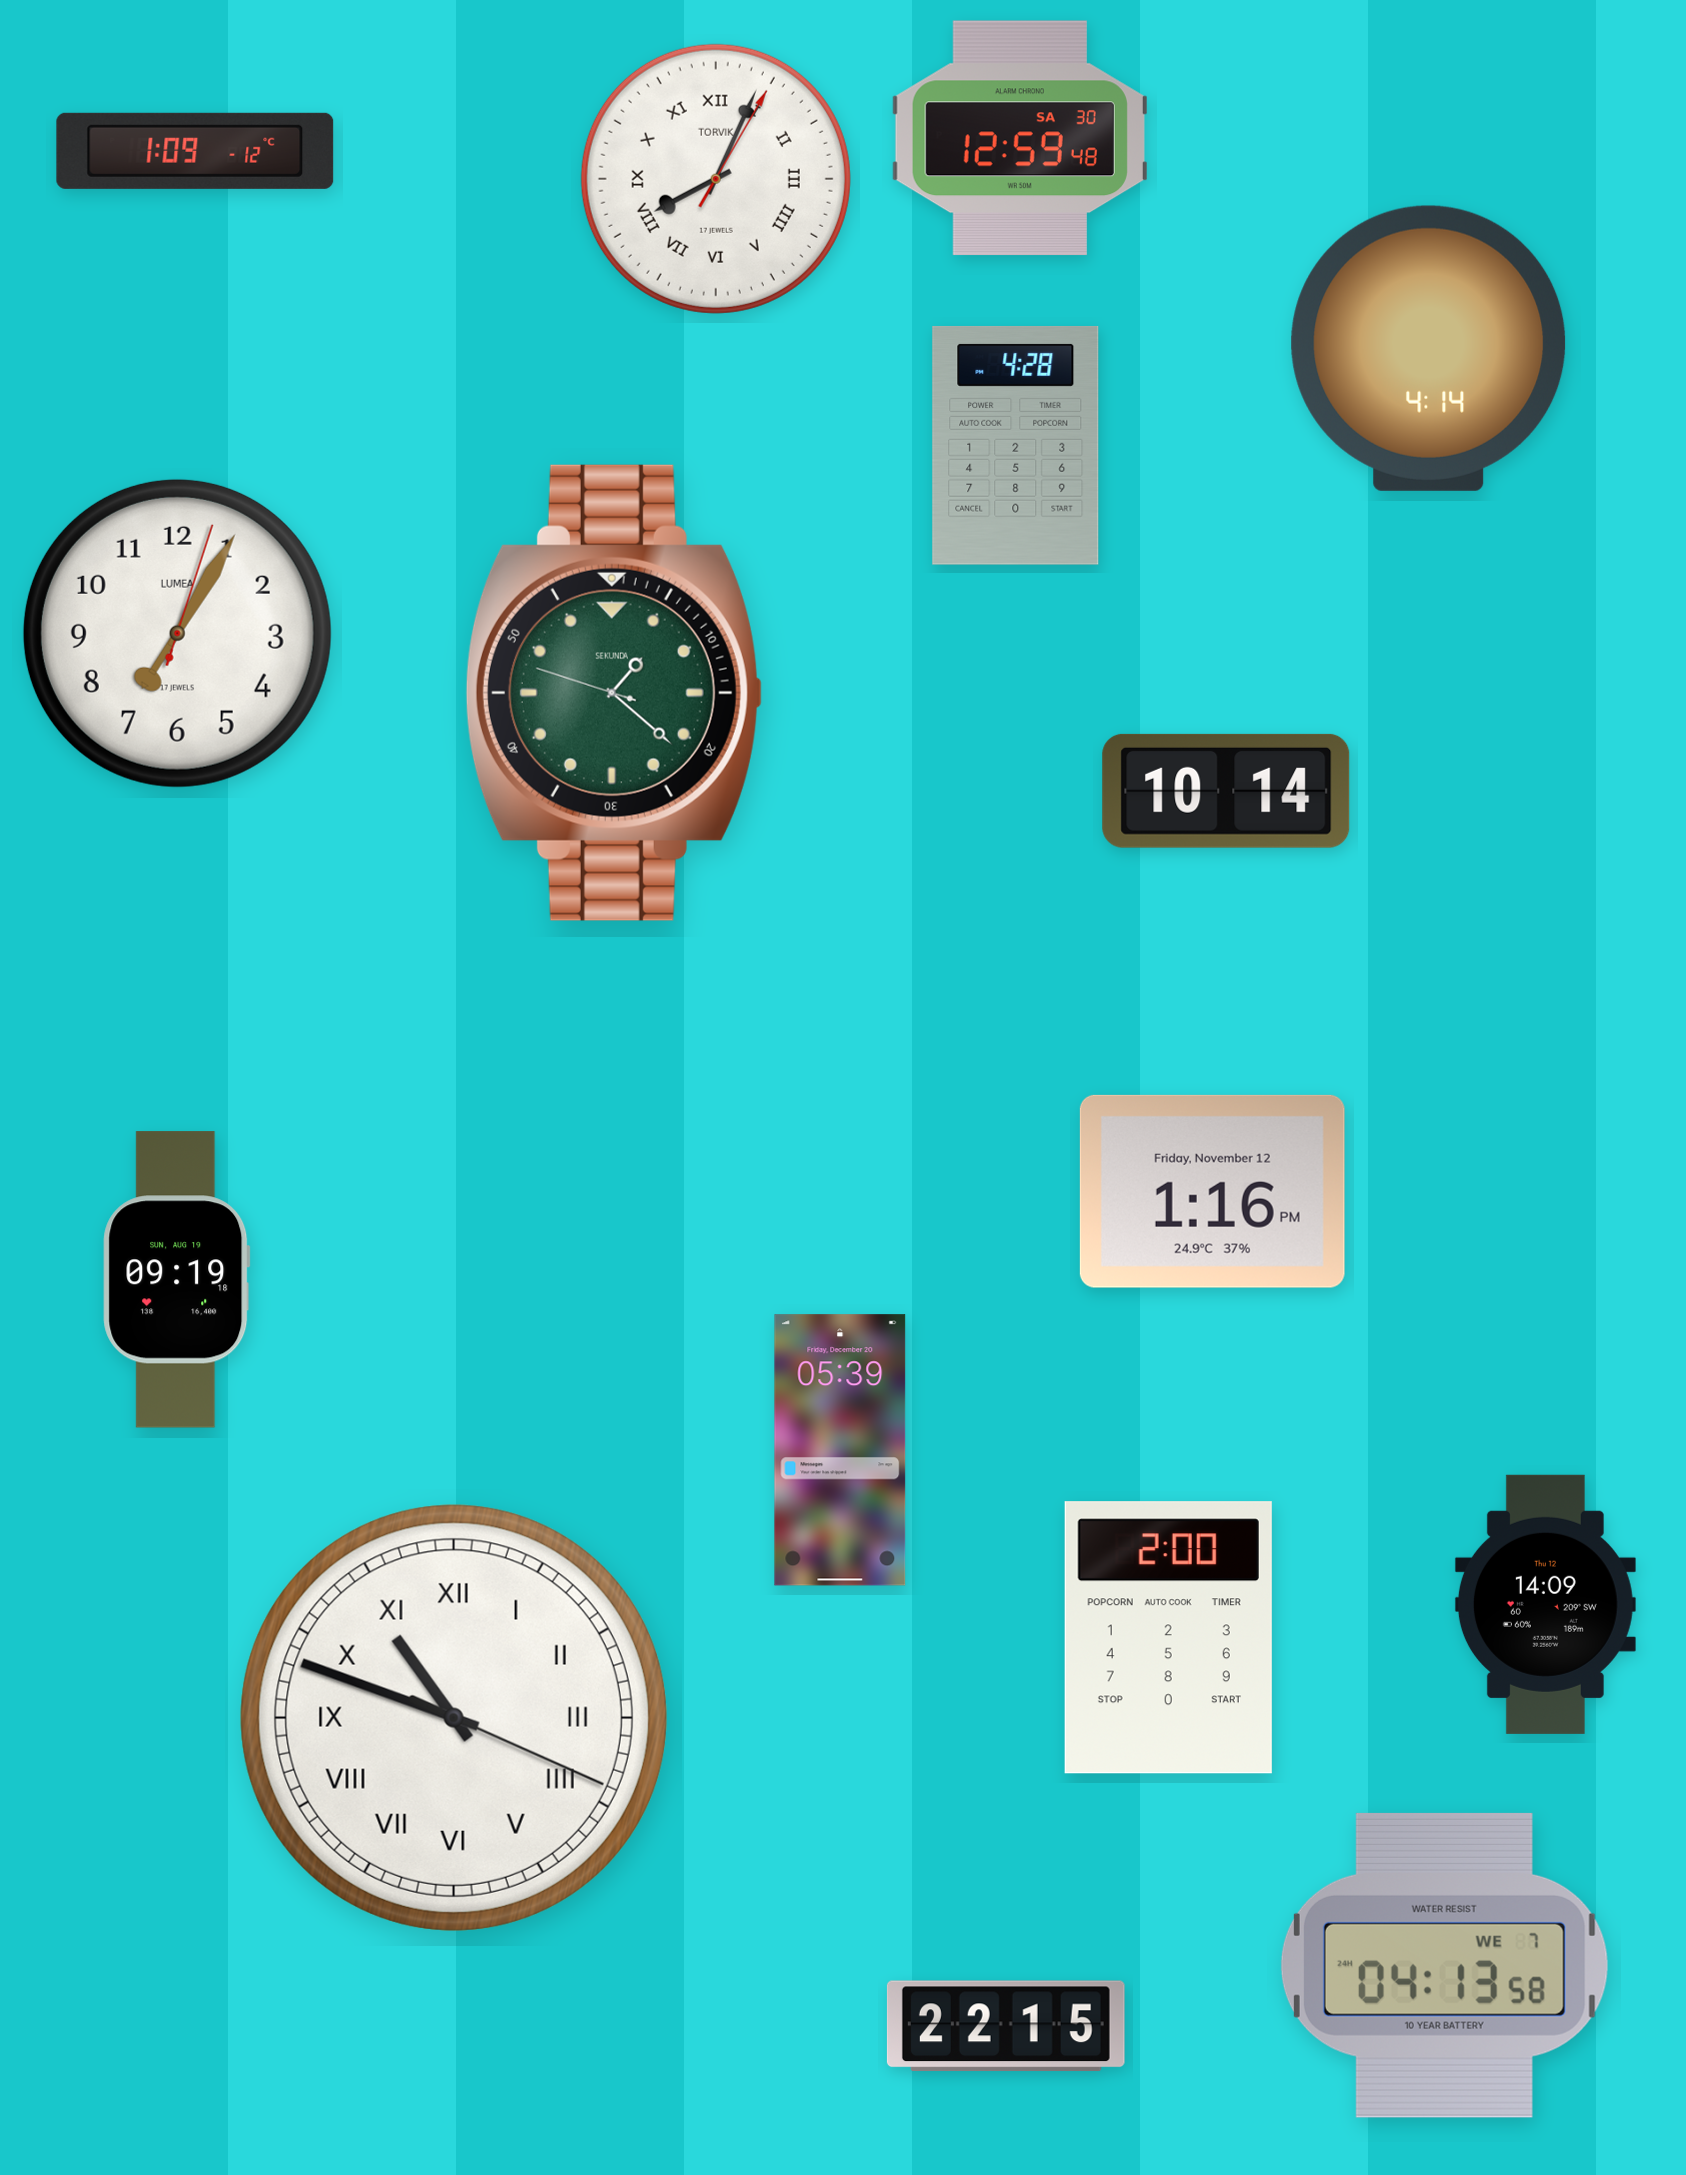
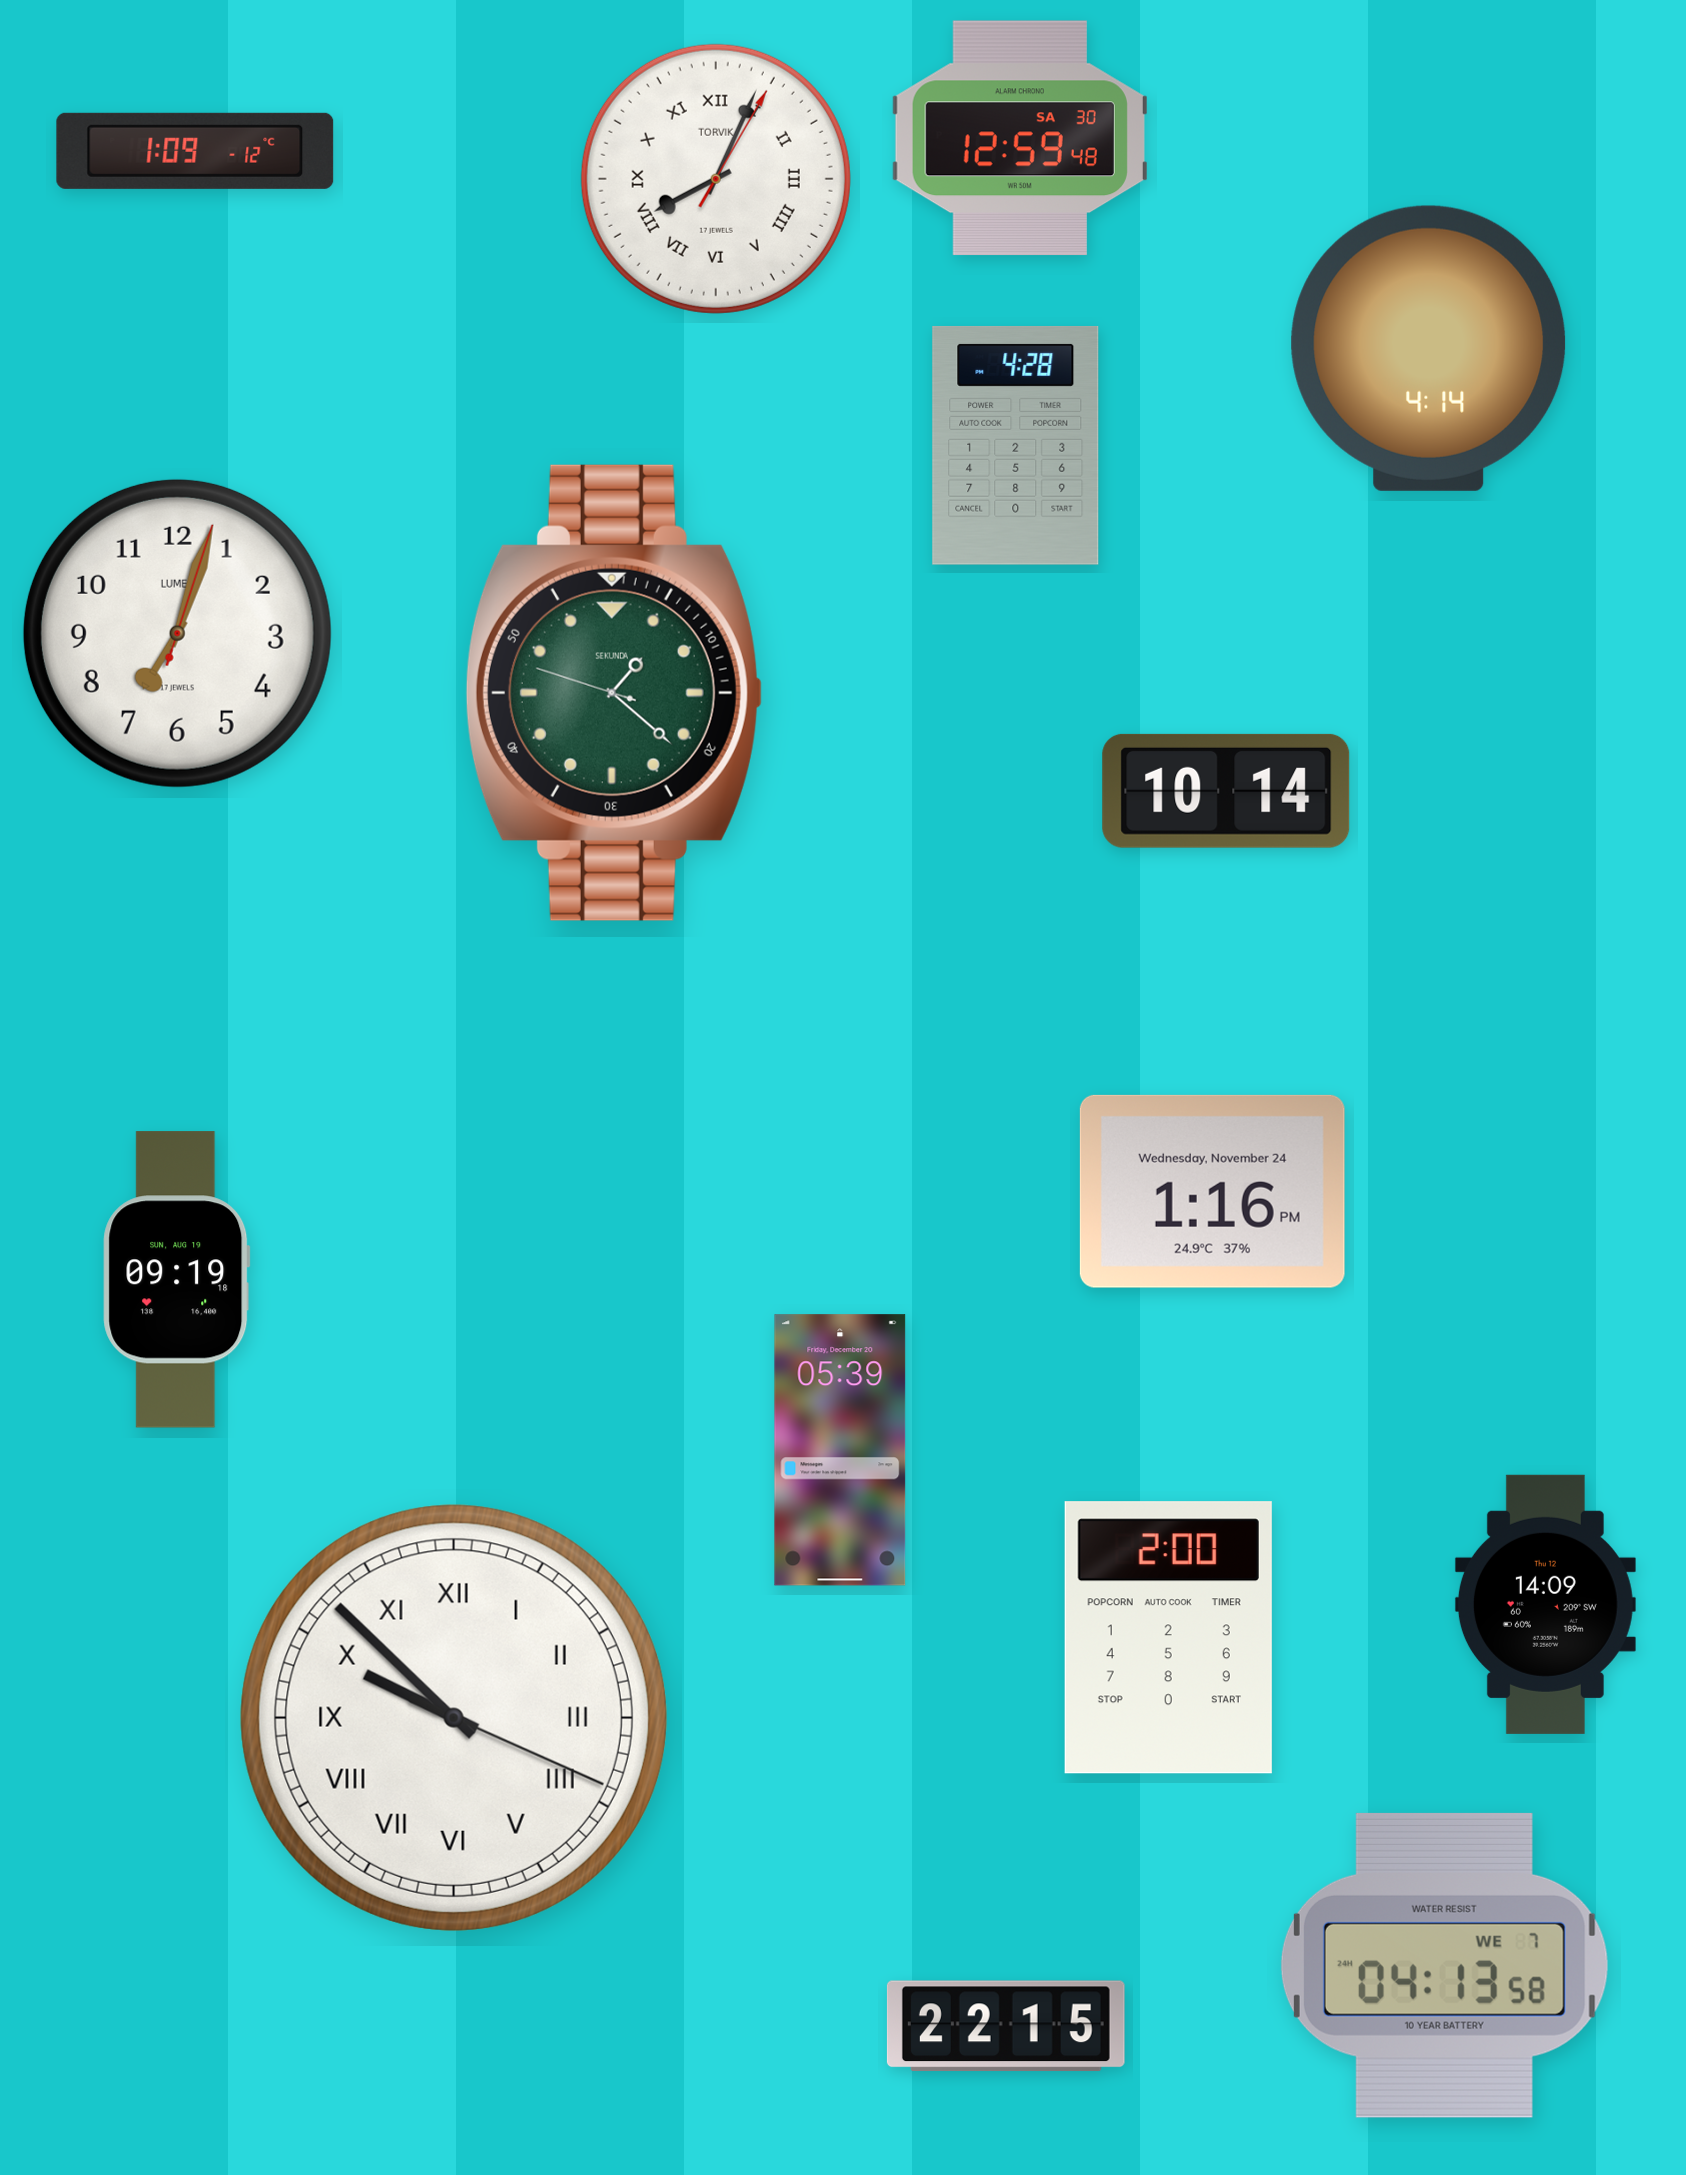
clock at (177, 633): 7:05 -> 7:03
clock at (1212, 1191) date: Friday, November 12 -> Wednesday, November 24
clock at (454, 1718): 10:48 -> 9:52
